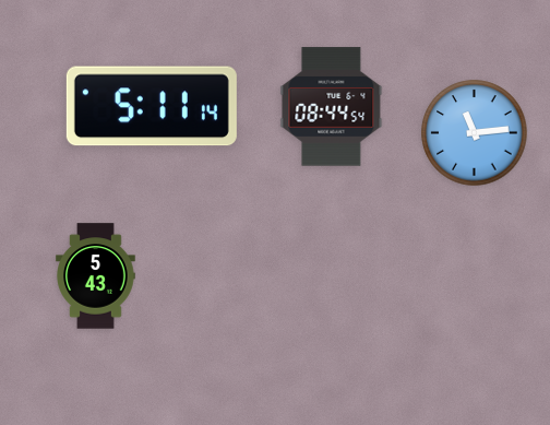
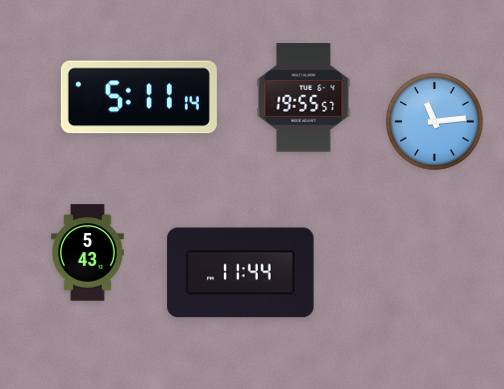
clock at (332, 107): 08:44 -> 19:55
clock at (241, 273): none -> 11:44
